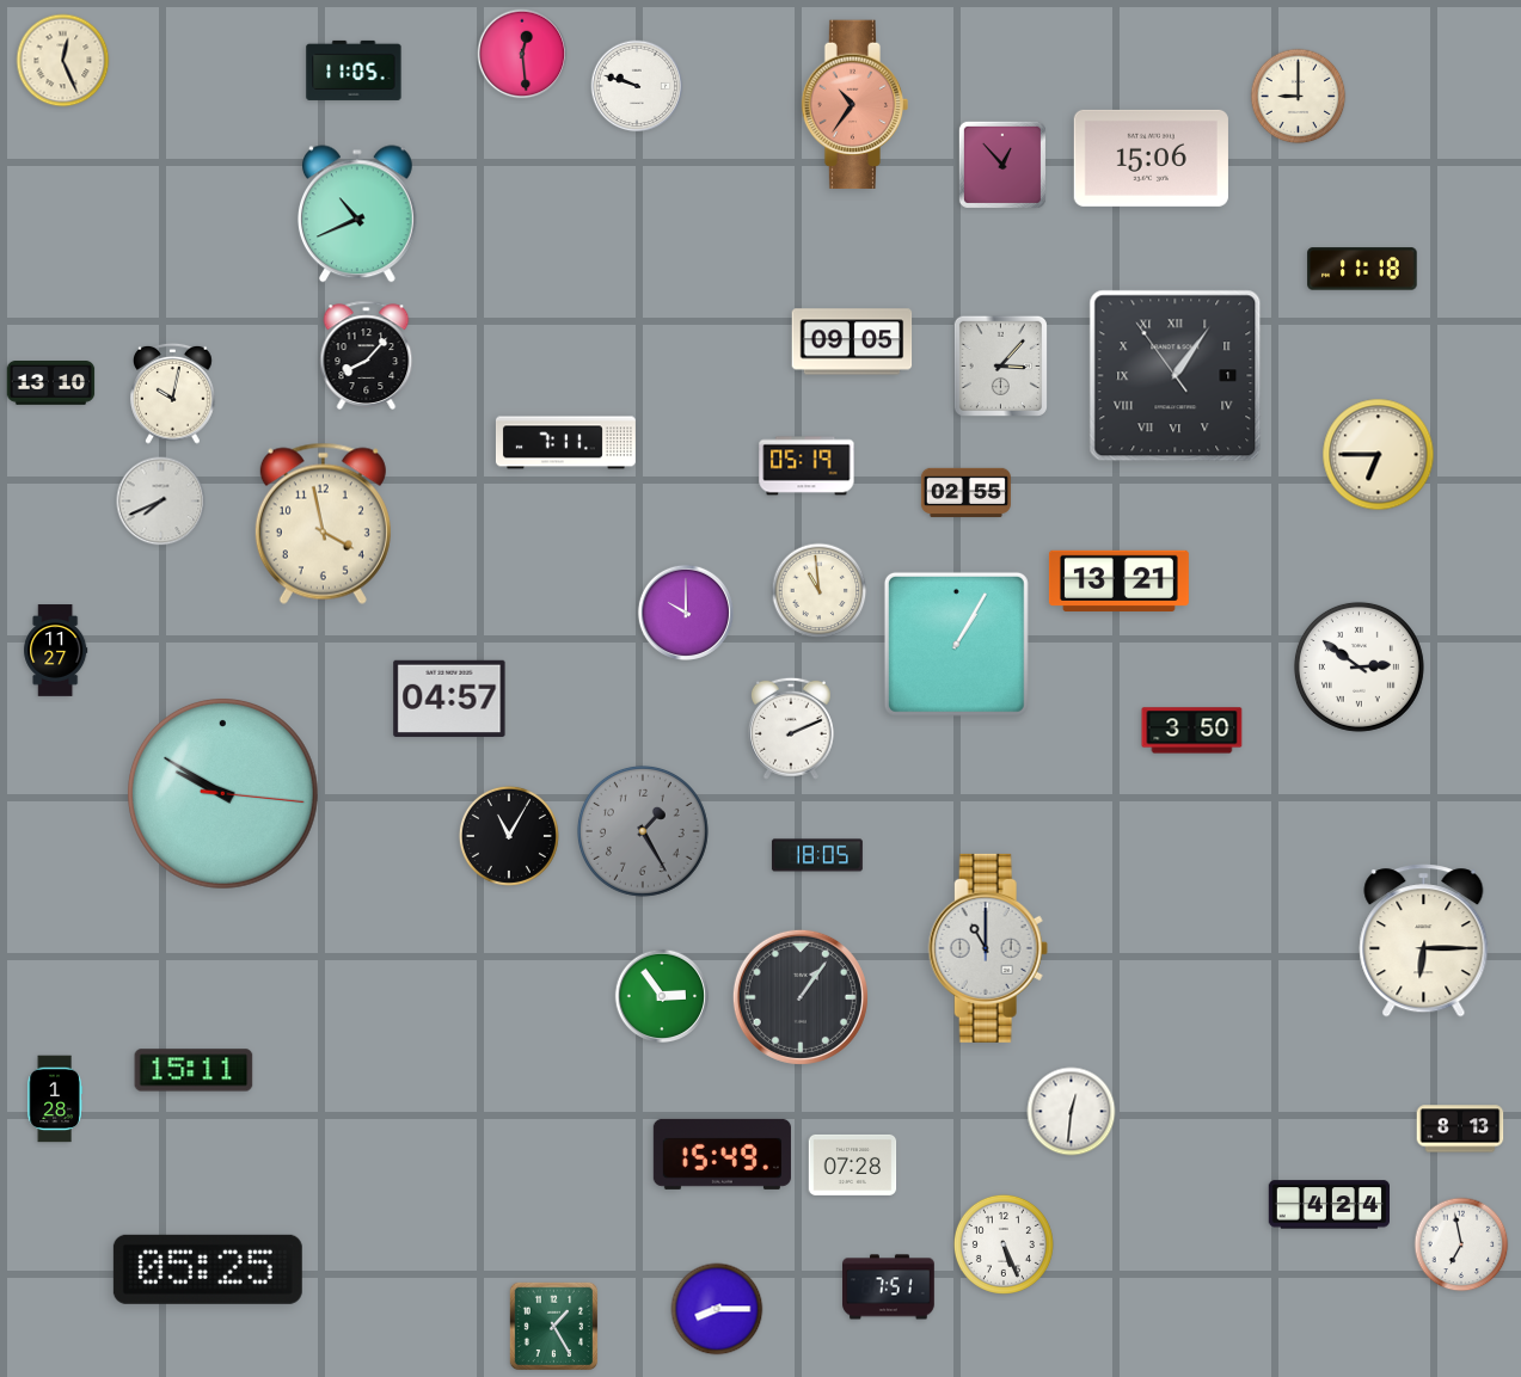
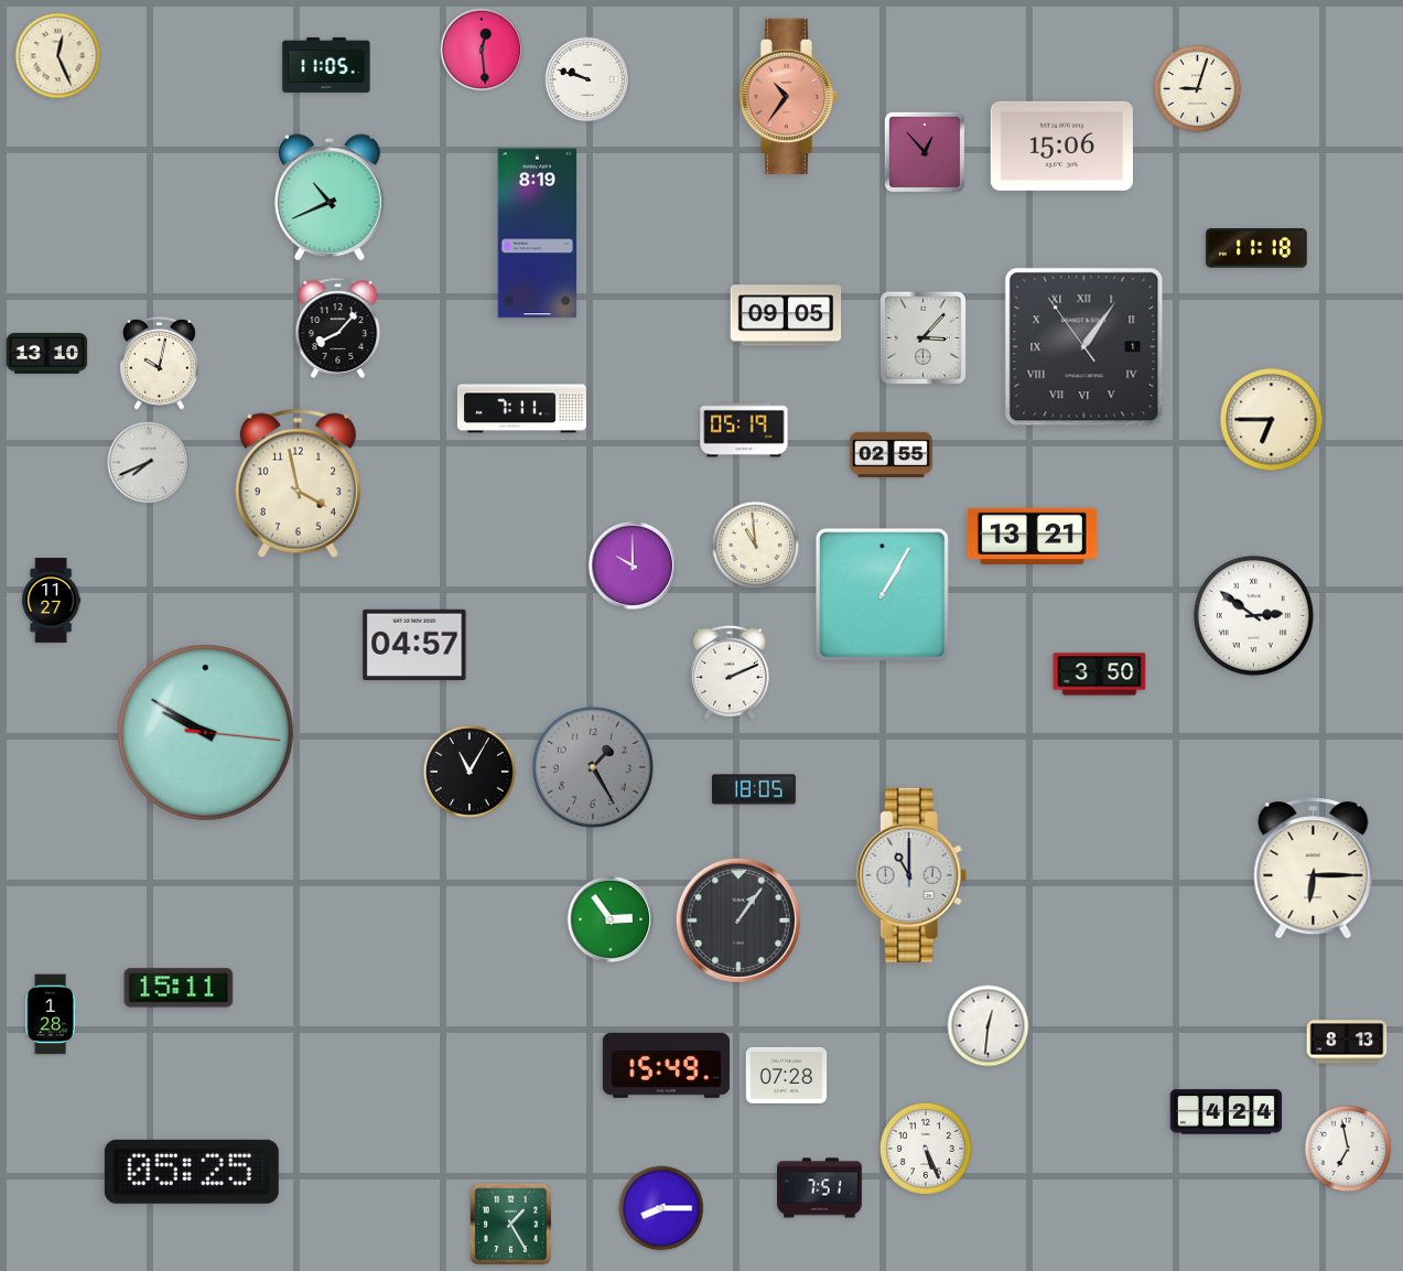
clock at (1299, 97): 9:00 -> 9:03
clock at (538, 234): none -> 8:19
